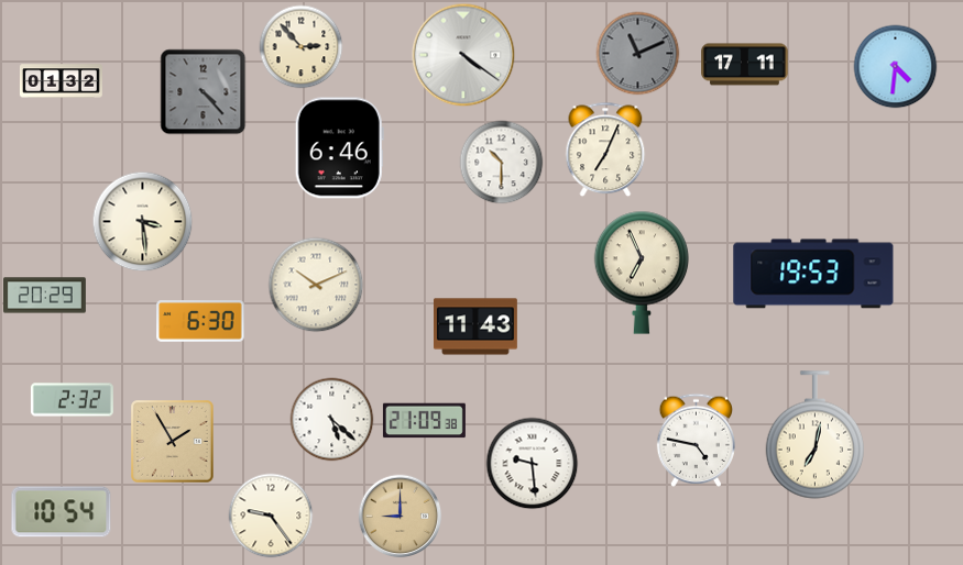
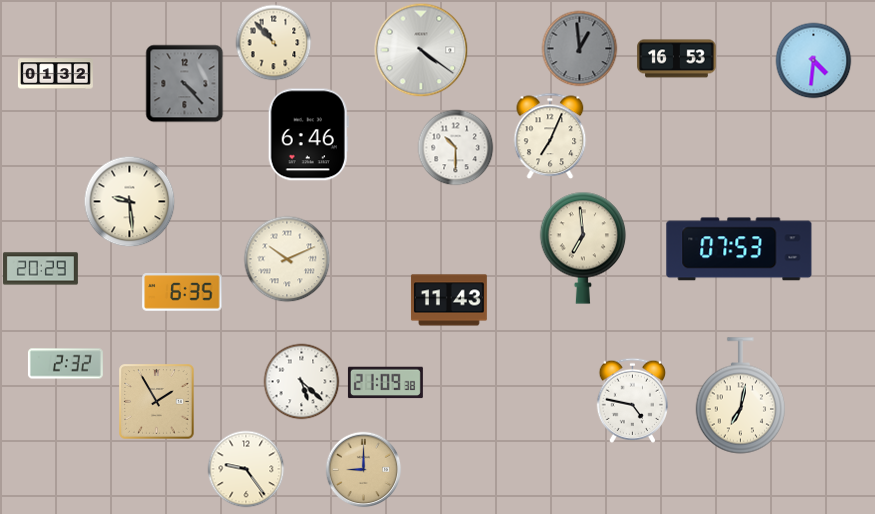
clock at (302, 47): 2:53 -> 10:53
clock at (638, 54): 11:11 -> 12:59
clock at (745, 65): 17:11 -> 16:53
clock at (143, 222): 3:29 -> 9:29
clock at (642, 273): 6:56 -> 6:59
clock at (813, 274): 19:53 -> 07:53
clock at (200, 322): 6:30 -> 6:35
clock at (475, 326) position: (475, 326) -> (449, 300)
clock at (533, 464): 9:29 -> none
clock at (62, 512): 10:54 -> none
